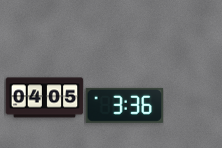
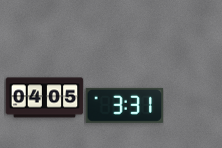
clock at (124, 105): 3:36 -> 3:31
